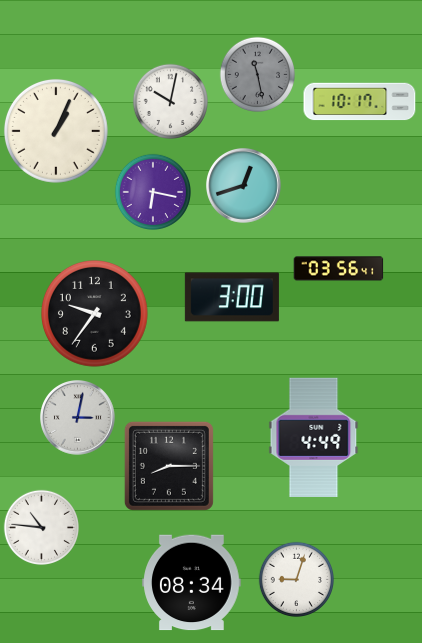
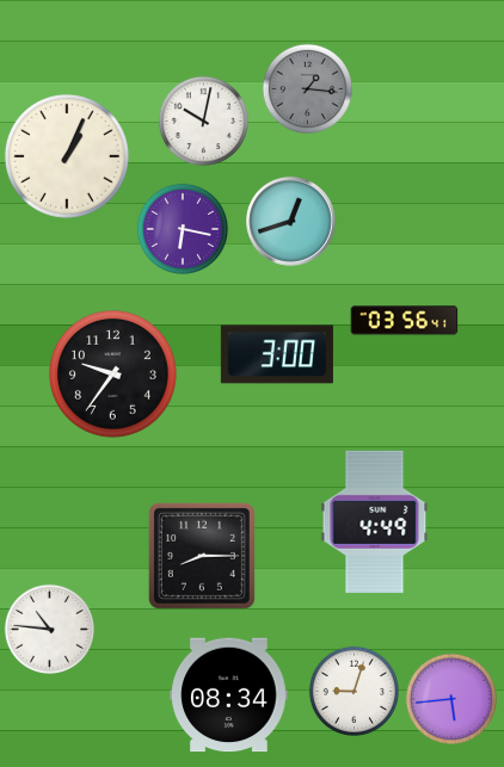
clock at (257, 74): 11:28 -> 1:16
clock at (360, 102): 10:17 -> none
clock at (78, 418): 3:02 -> none
clock at (450, 698): none -> 5:44
